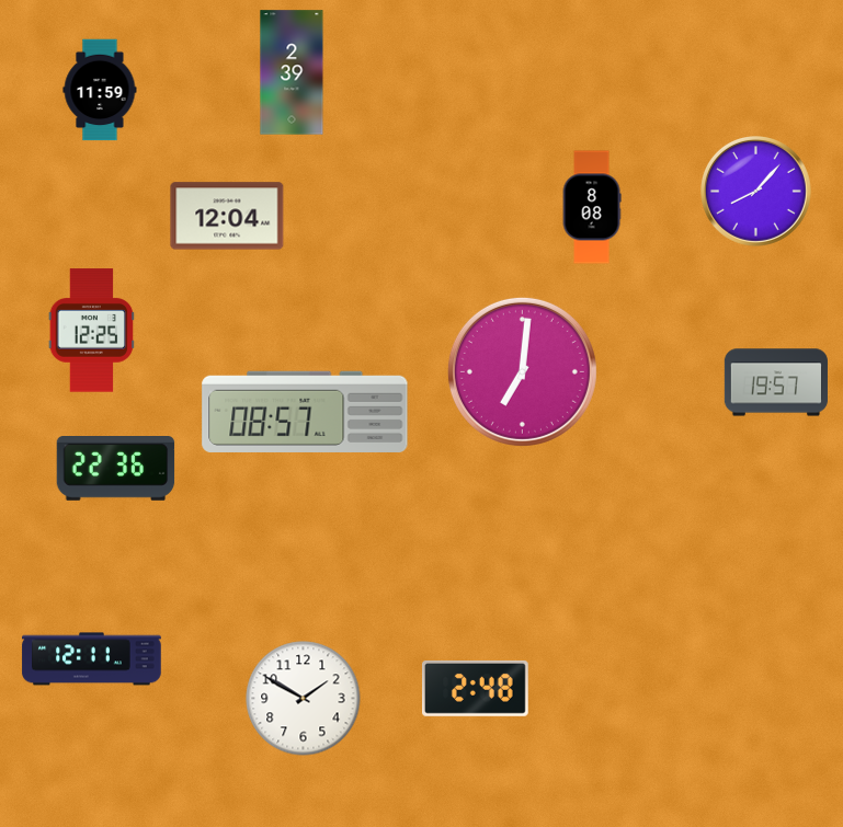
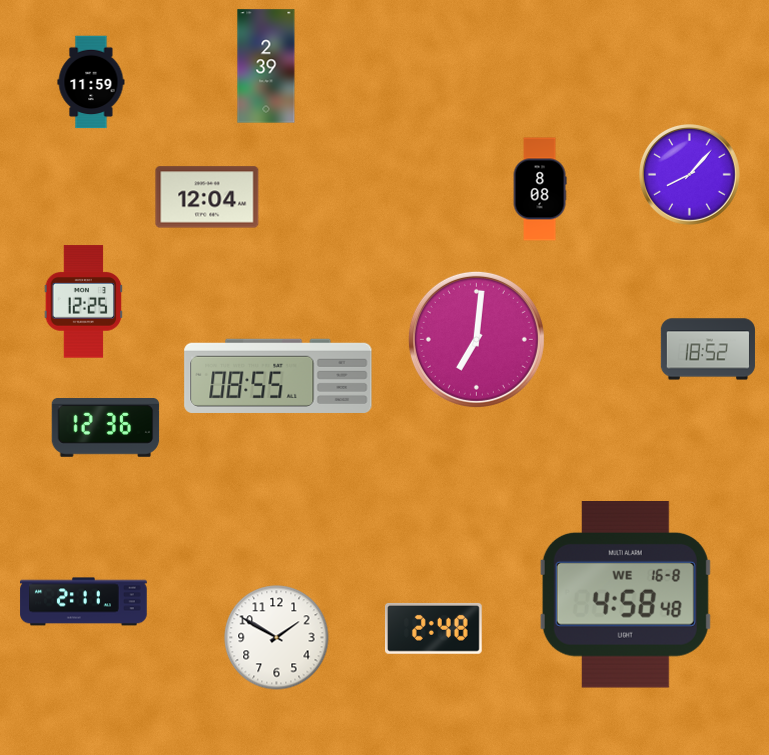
clock at (775, 382): 19:57 -> 18:52
clock at (305, 412): 08:57 -> 08:55
clock at (116, 469): 22:36 -> 12:36
clock at (625, 595): none -> 4:58
clock at (92, 659): 12:11 -> 2:11
